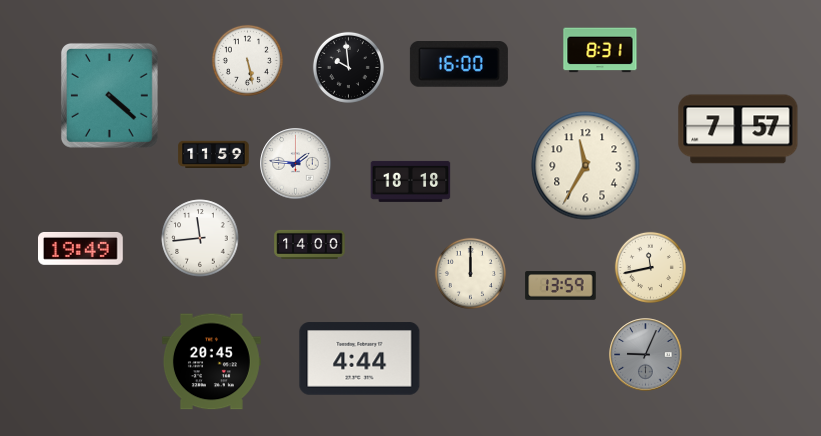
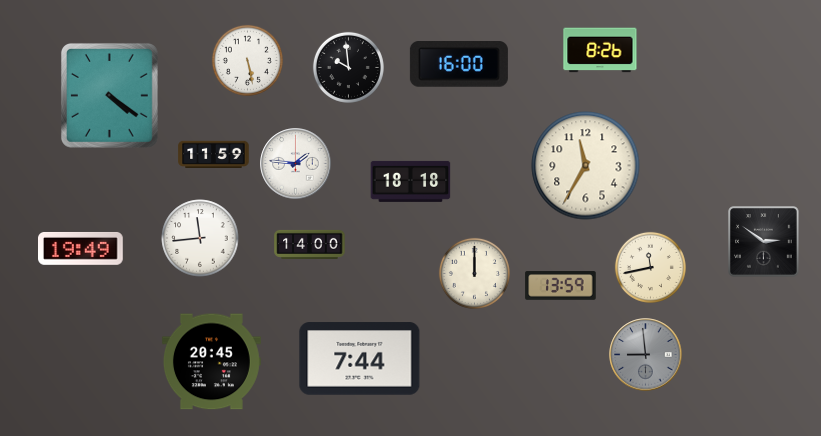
clock at (600, 50): 8:31 -> 8:26
clock at (109, 95): 4:22 -> 4:21
clock at (738, 129): 7:57 -> none
clock at (764, 242): none -> 2:51
clock at (470, 273) position: (470, 273) -> (474, 273)
clock at (646, 355): 9:04 -> 8:59
clock at (360, 359): 4:44 -> 7:44
